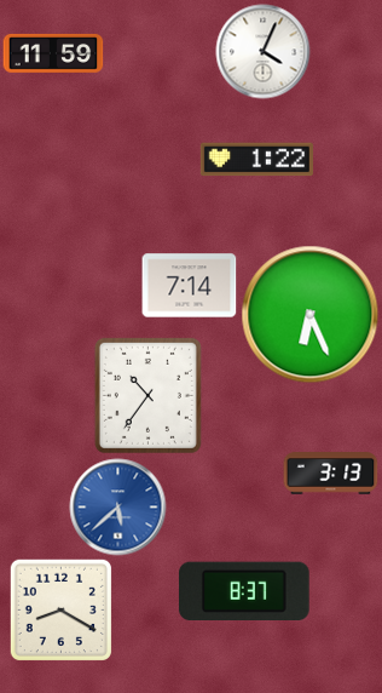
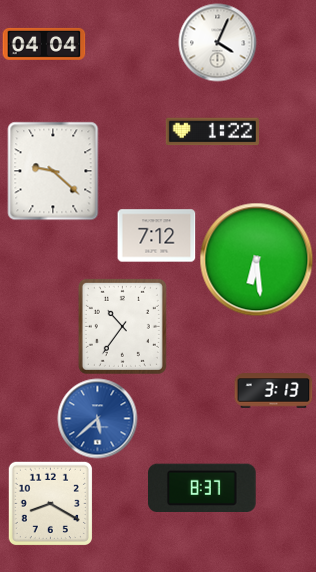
clock at (53, 53): 11:59 -> 04:04
clock at (53, 171): none -> 9:22
clock at (189, 286): 7:14 -> 7:12
clock at (309, 314): 6:26 -> 6:29
